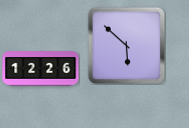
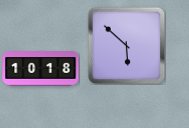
clock at (41, 69): 12:26 -> 10:18
